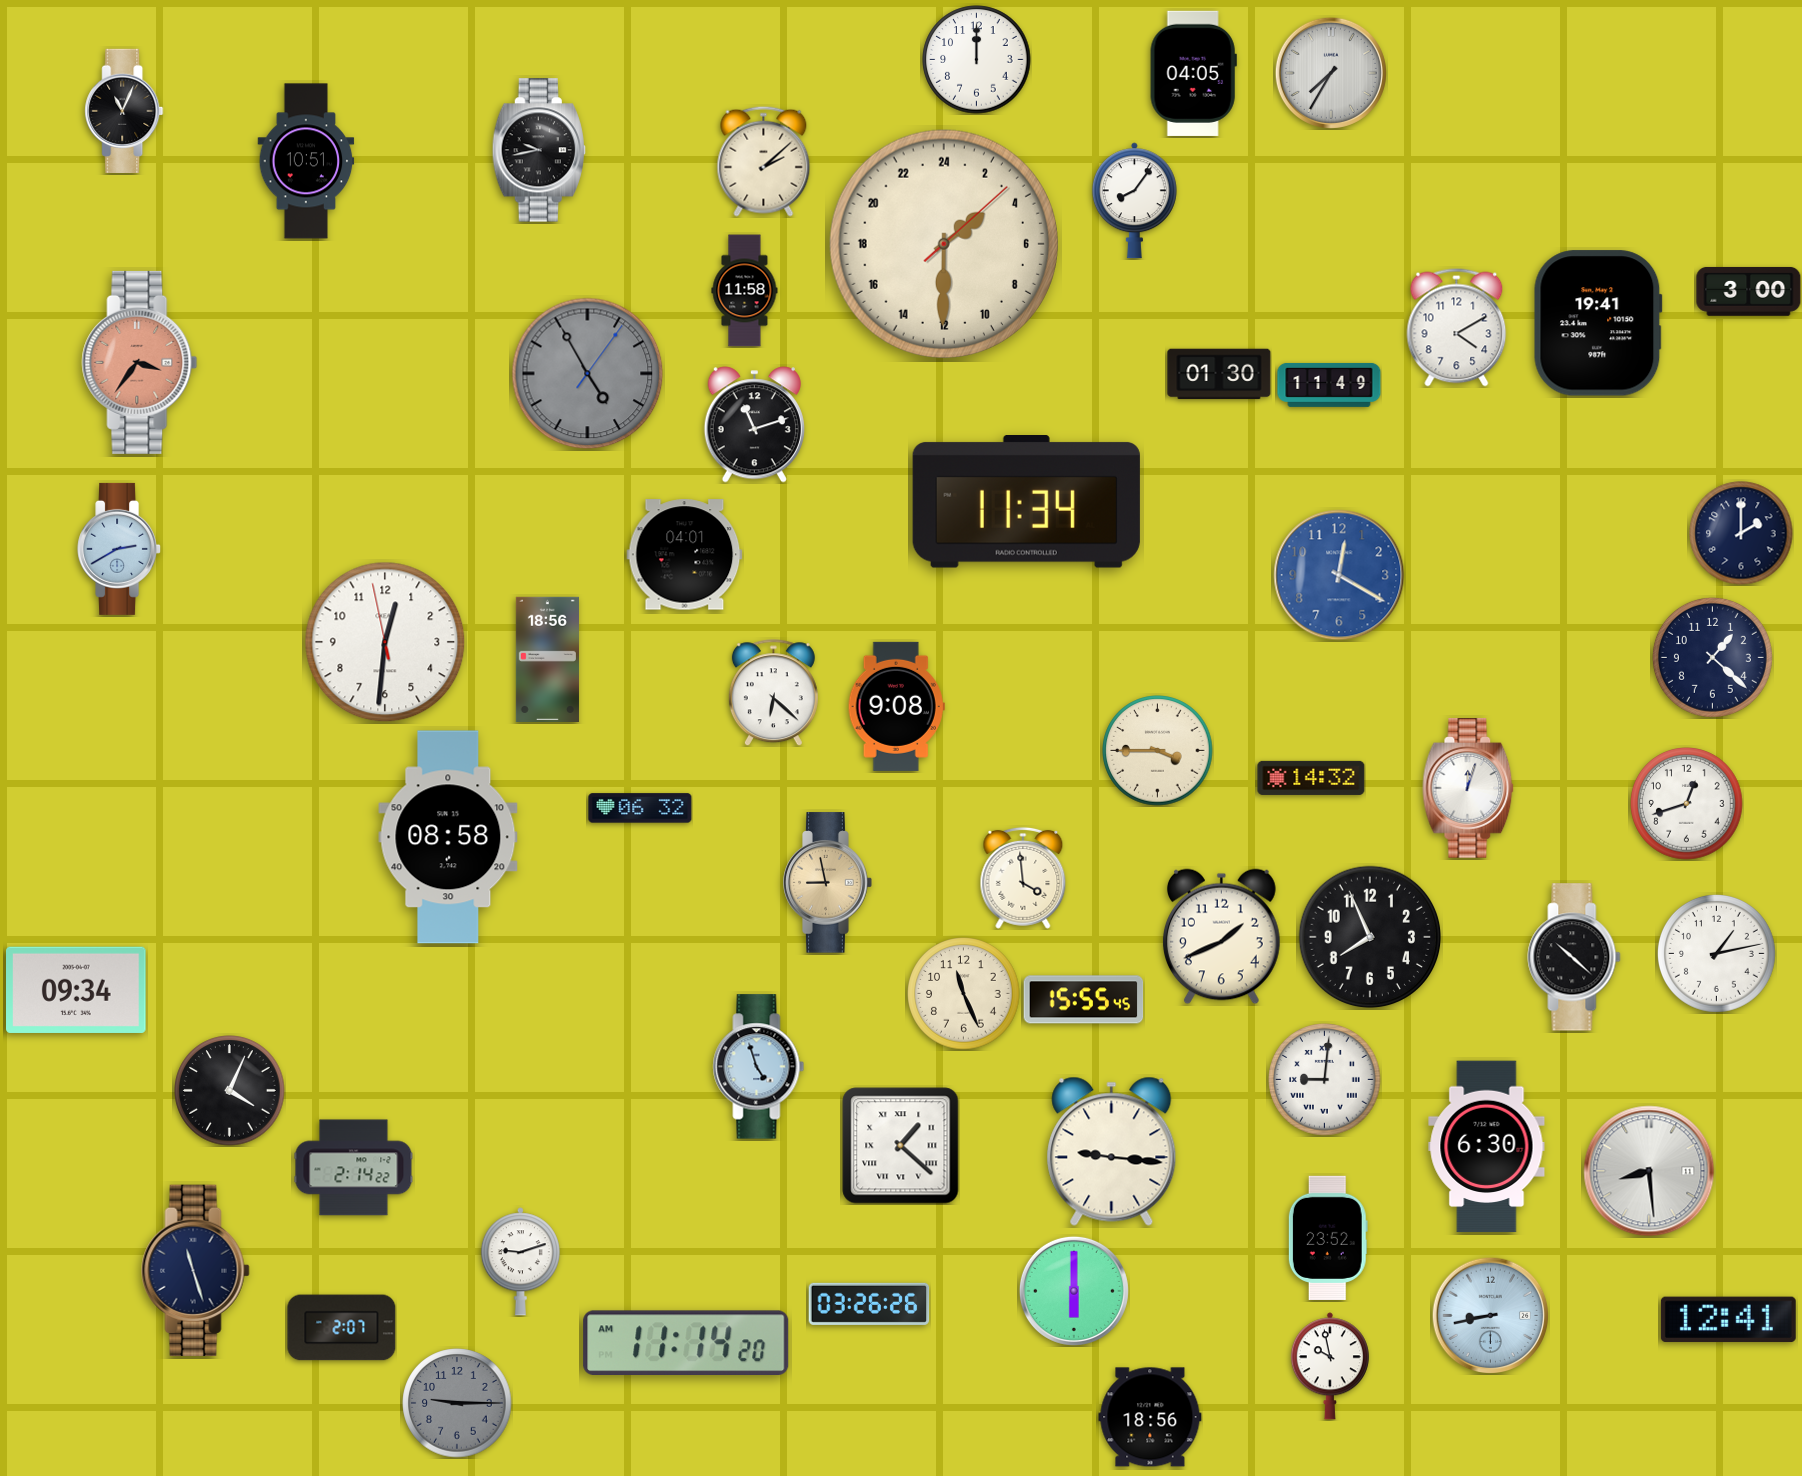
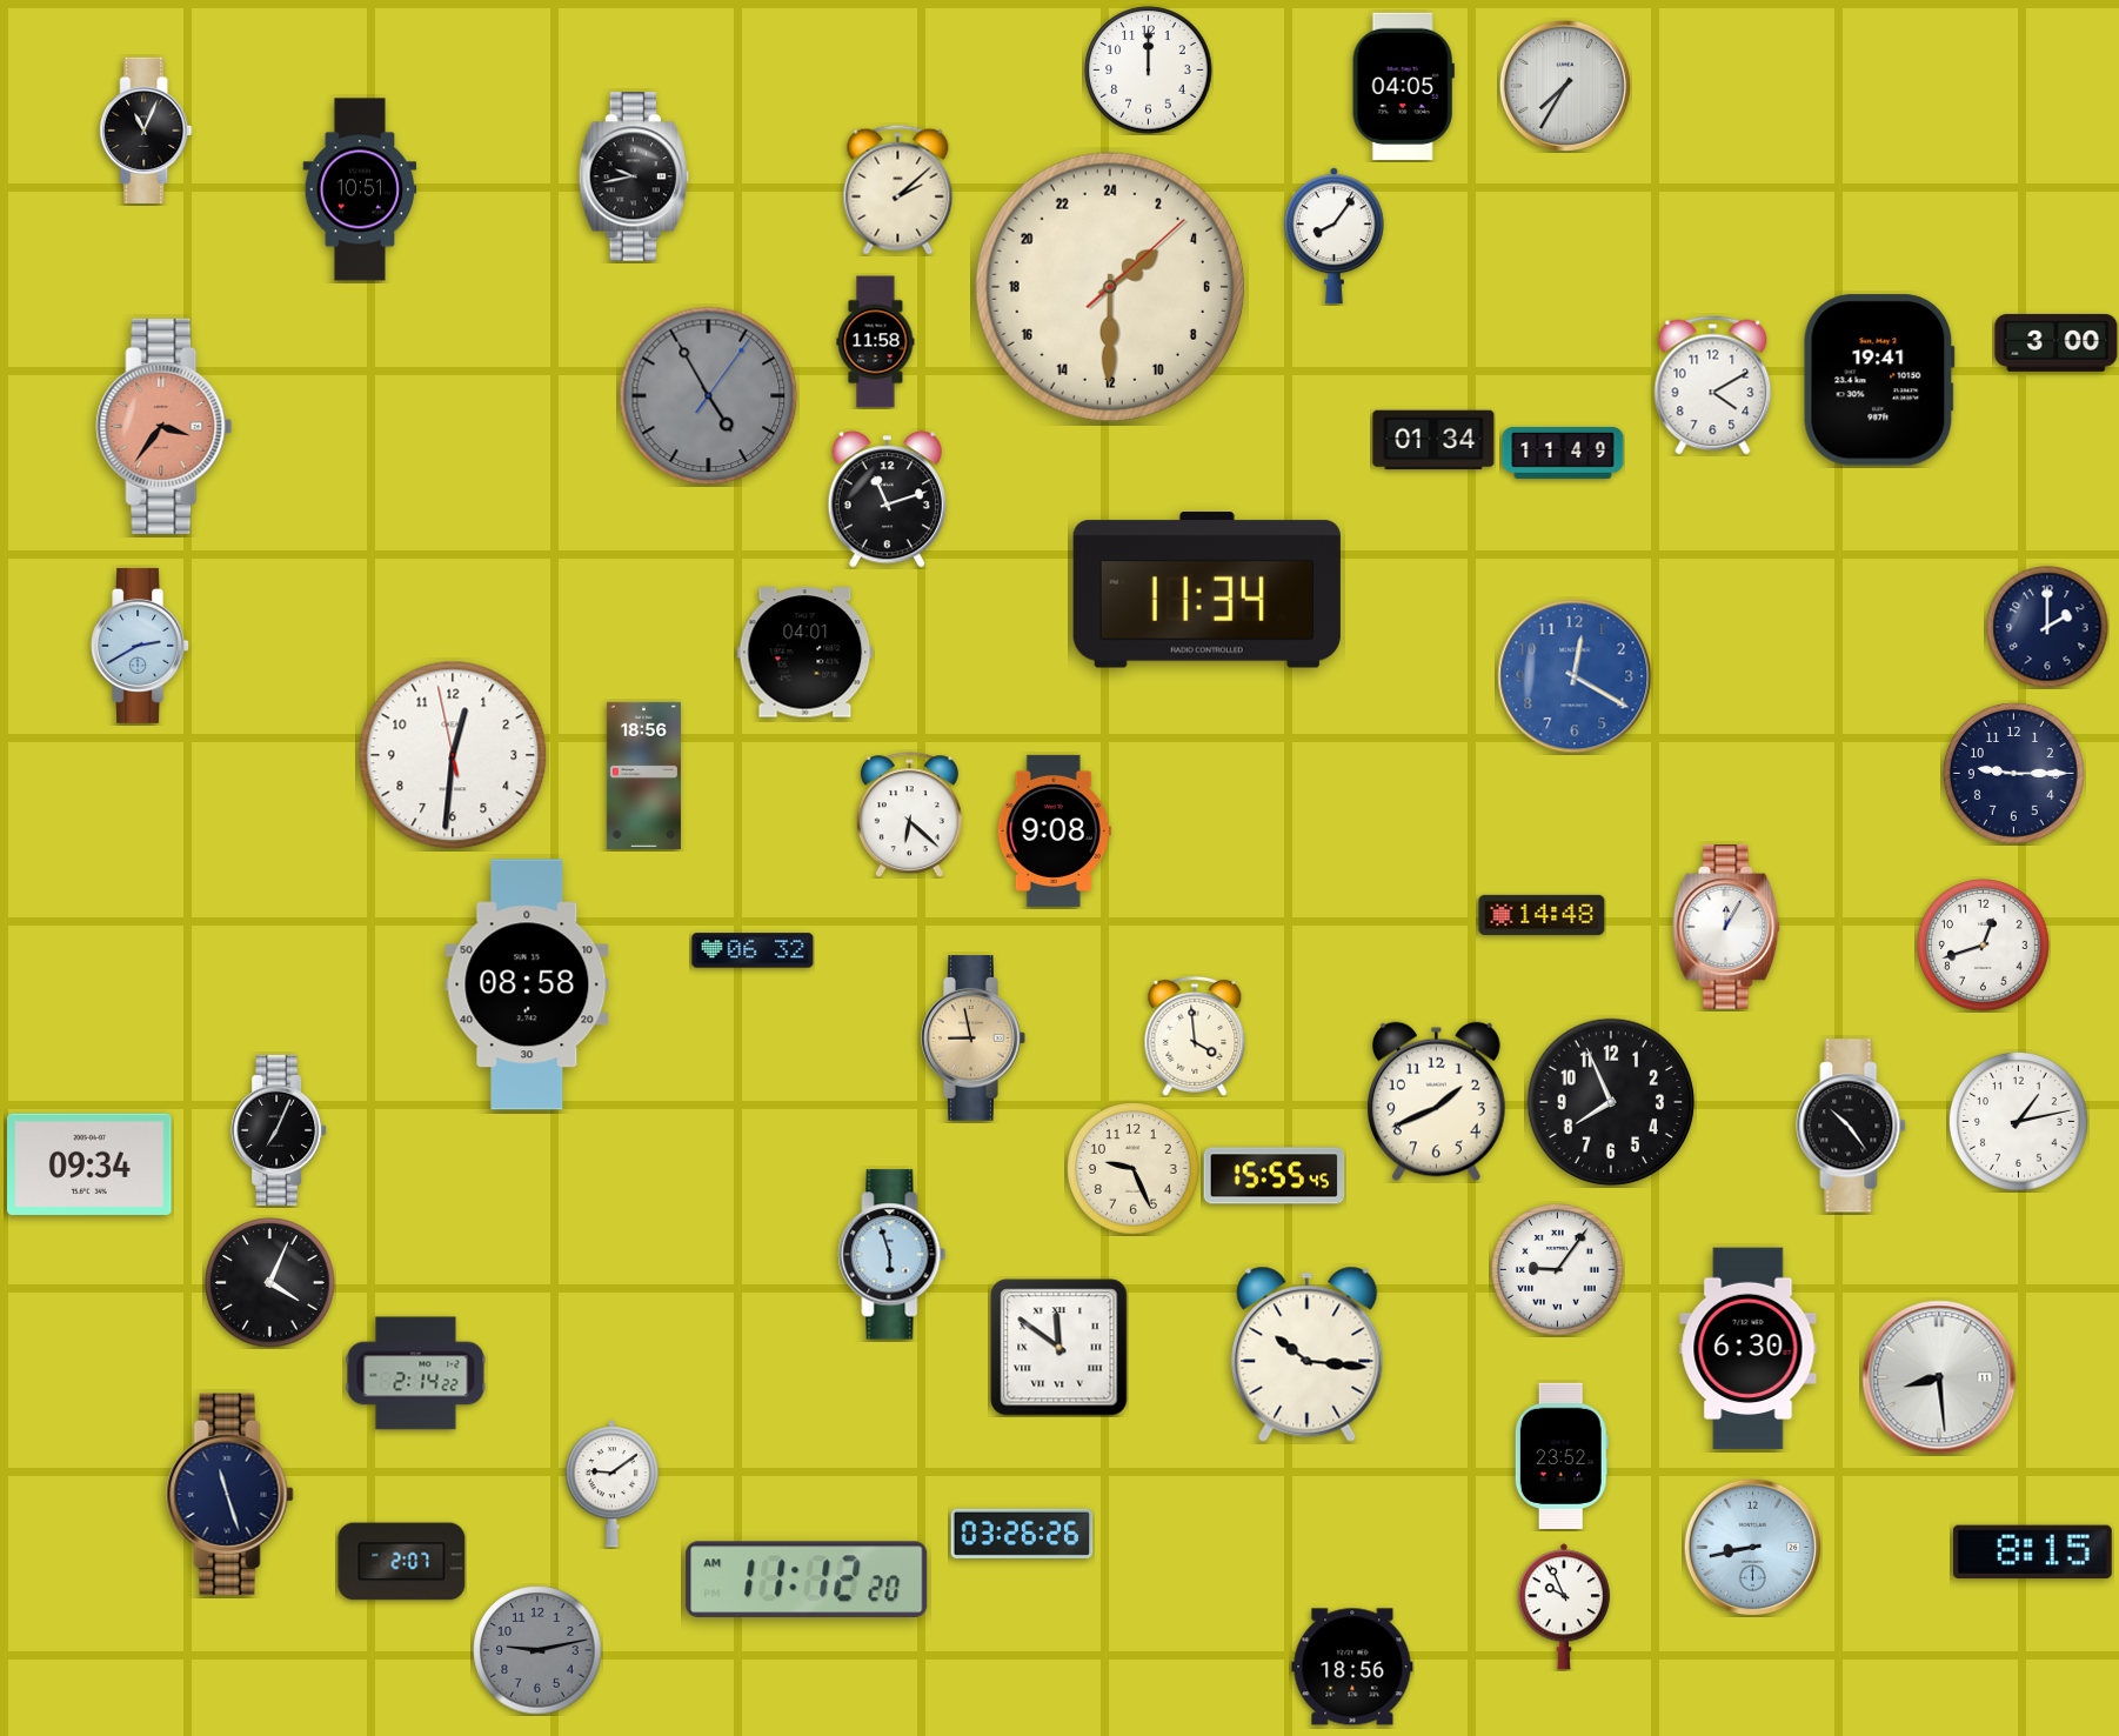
clock at (588, 374) position: (588, 374) -> (709, 396)
clock at (1219, 374): 01:30 -> 01:34
clock at (1712, 657): 1:22 -> 9:15
clock at (1158, 751): 3:45 -> none
clock at (1311, 778): 14:32 -> 14:48
clock at (1468, 788): 12:03 -> 12:05
clock at (1023, 878) position: (1023, 878) -> (1195, 1036)
clock at (1574, 957): 10:22 -> 10:24
clock at (279, 1130): none -> 7:04
clock at (964, 994): 11:26 -> 9:26
clock at (759, 1067): 4:57 -> 5:57
clock at (1325, 1080): 9:01 -> 9:06
clock at (901, 1146): 1:22 -> 11:51
clock at (1112, 1151): 9:16 -> 10:16
clock at (520, 1262): 9:12 -> 9:09
clock at (1074, 1291): 6:00 -> none
clock at (1728, 1320): 12:41 -> 8:15
clock at (686, 1342): 11:14 -> 11:12
clock at (1330, 1366): 9:58 -> 9:56
clock at (457, 1403): 9:15 -> 9:13
